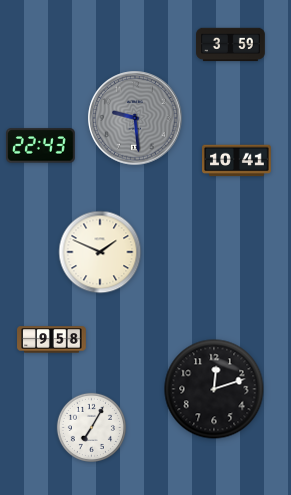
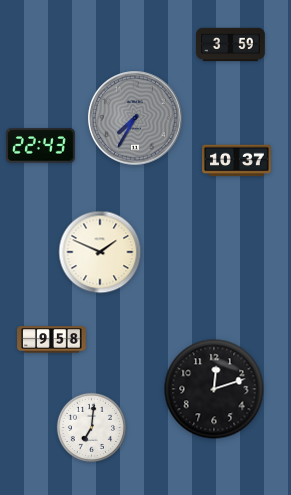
clock at (135, 118): 9:29 -> 7:35
clock at (237, 161): 10:41 -> 10:37
clock at (91, 427): 7:05 -> 7:01
